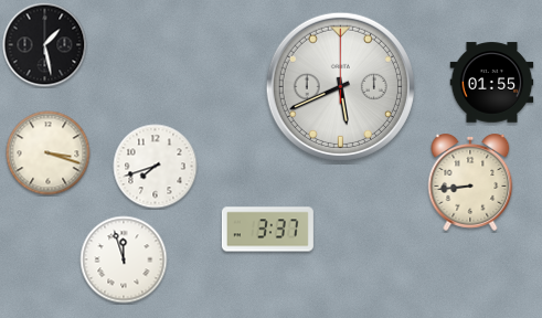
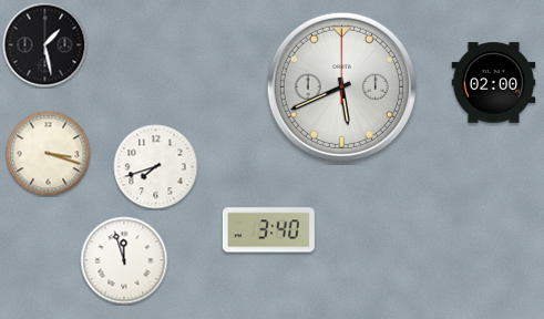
clock at (492, 83): 01:55 -> 02:00
clock at (470, 182): 8:44 -> none
clock at (267, 230): 3:37 -> 3:40
